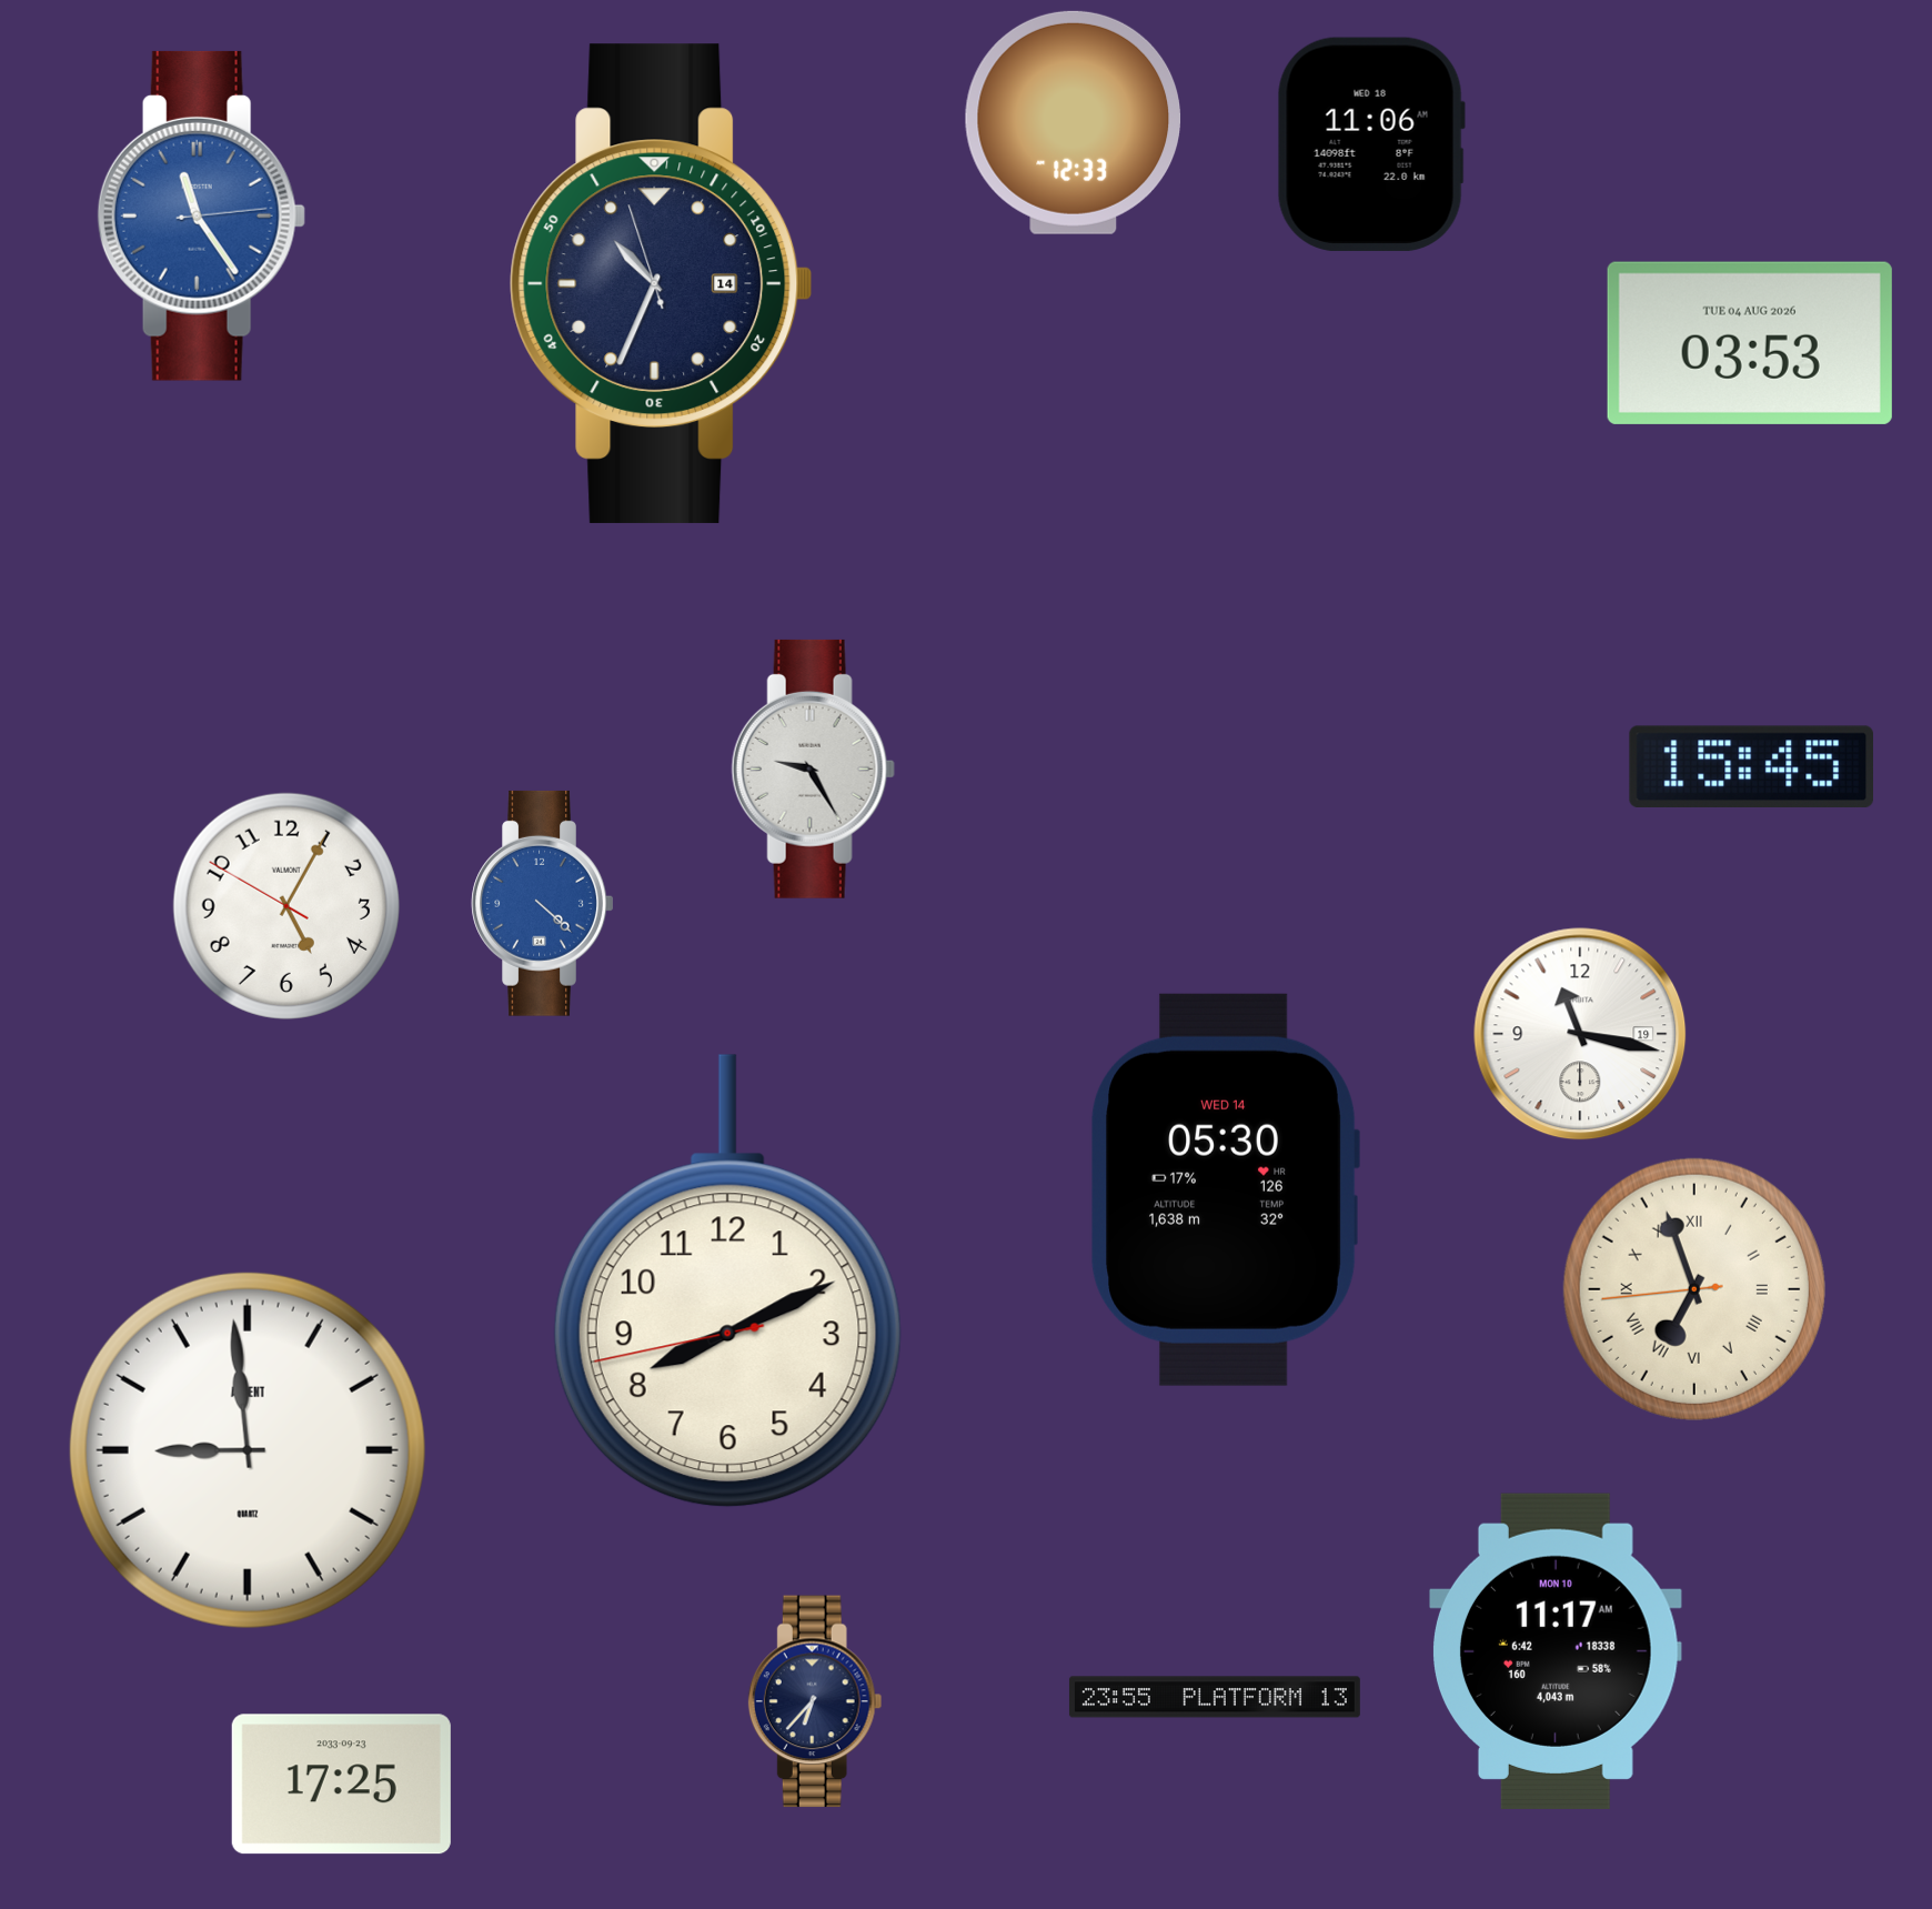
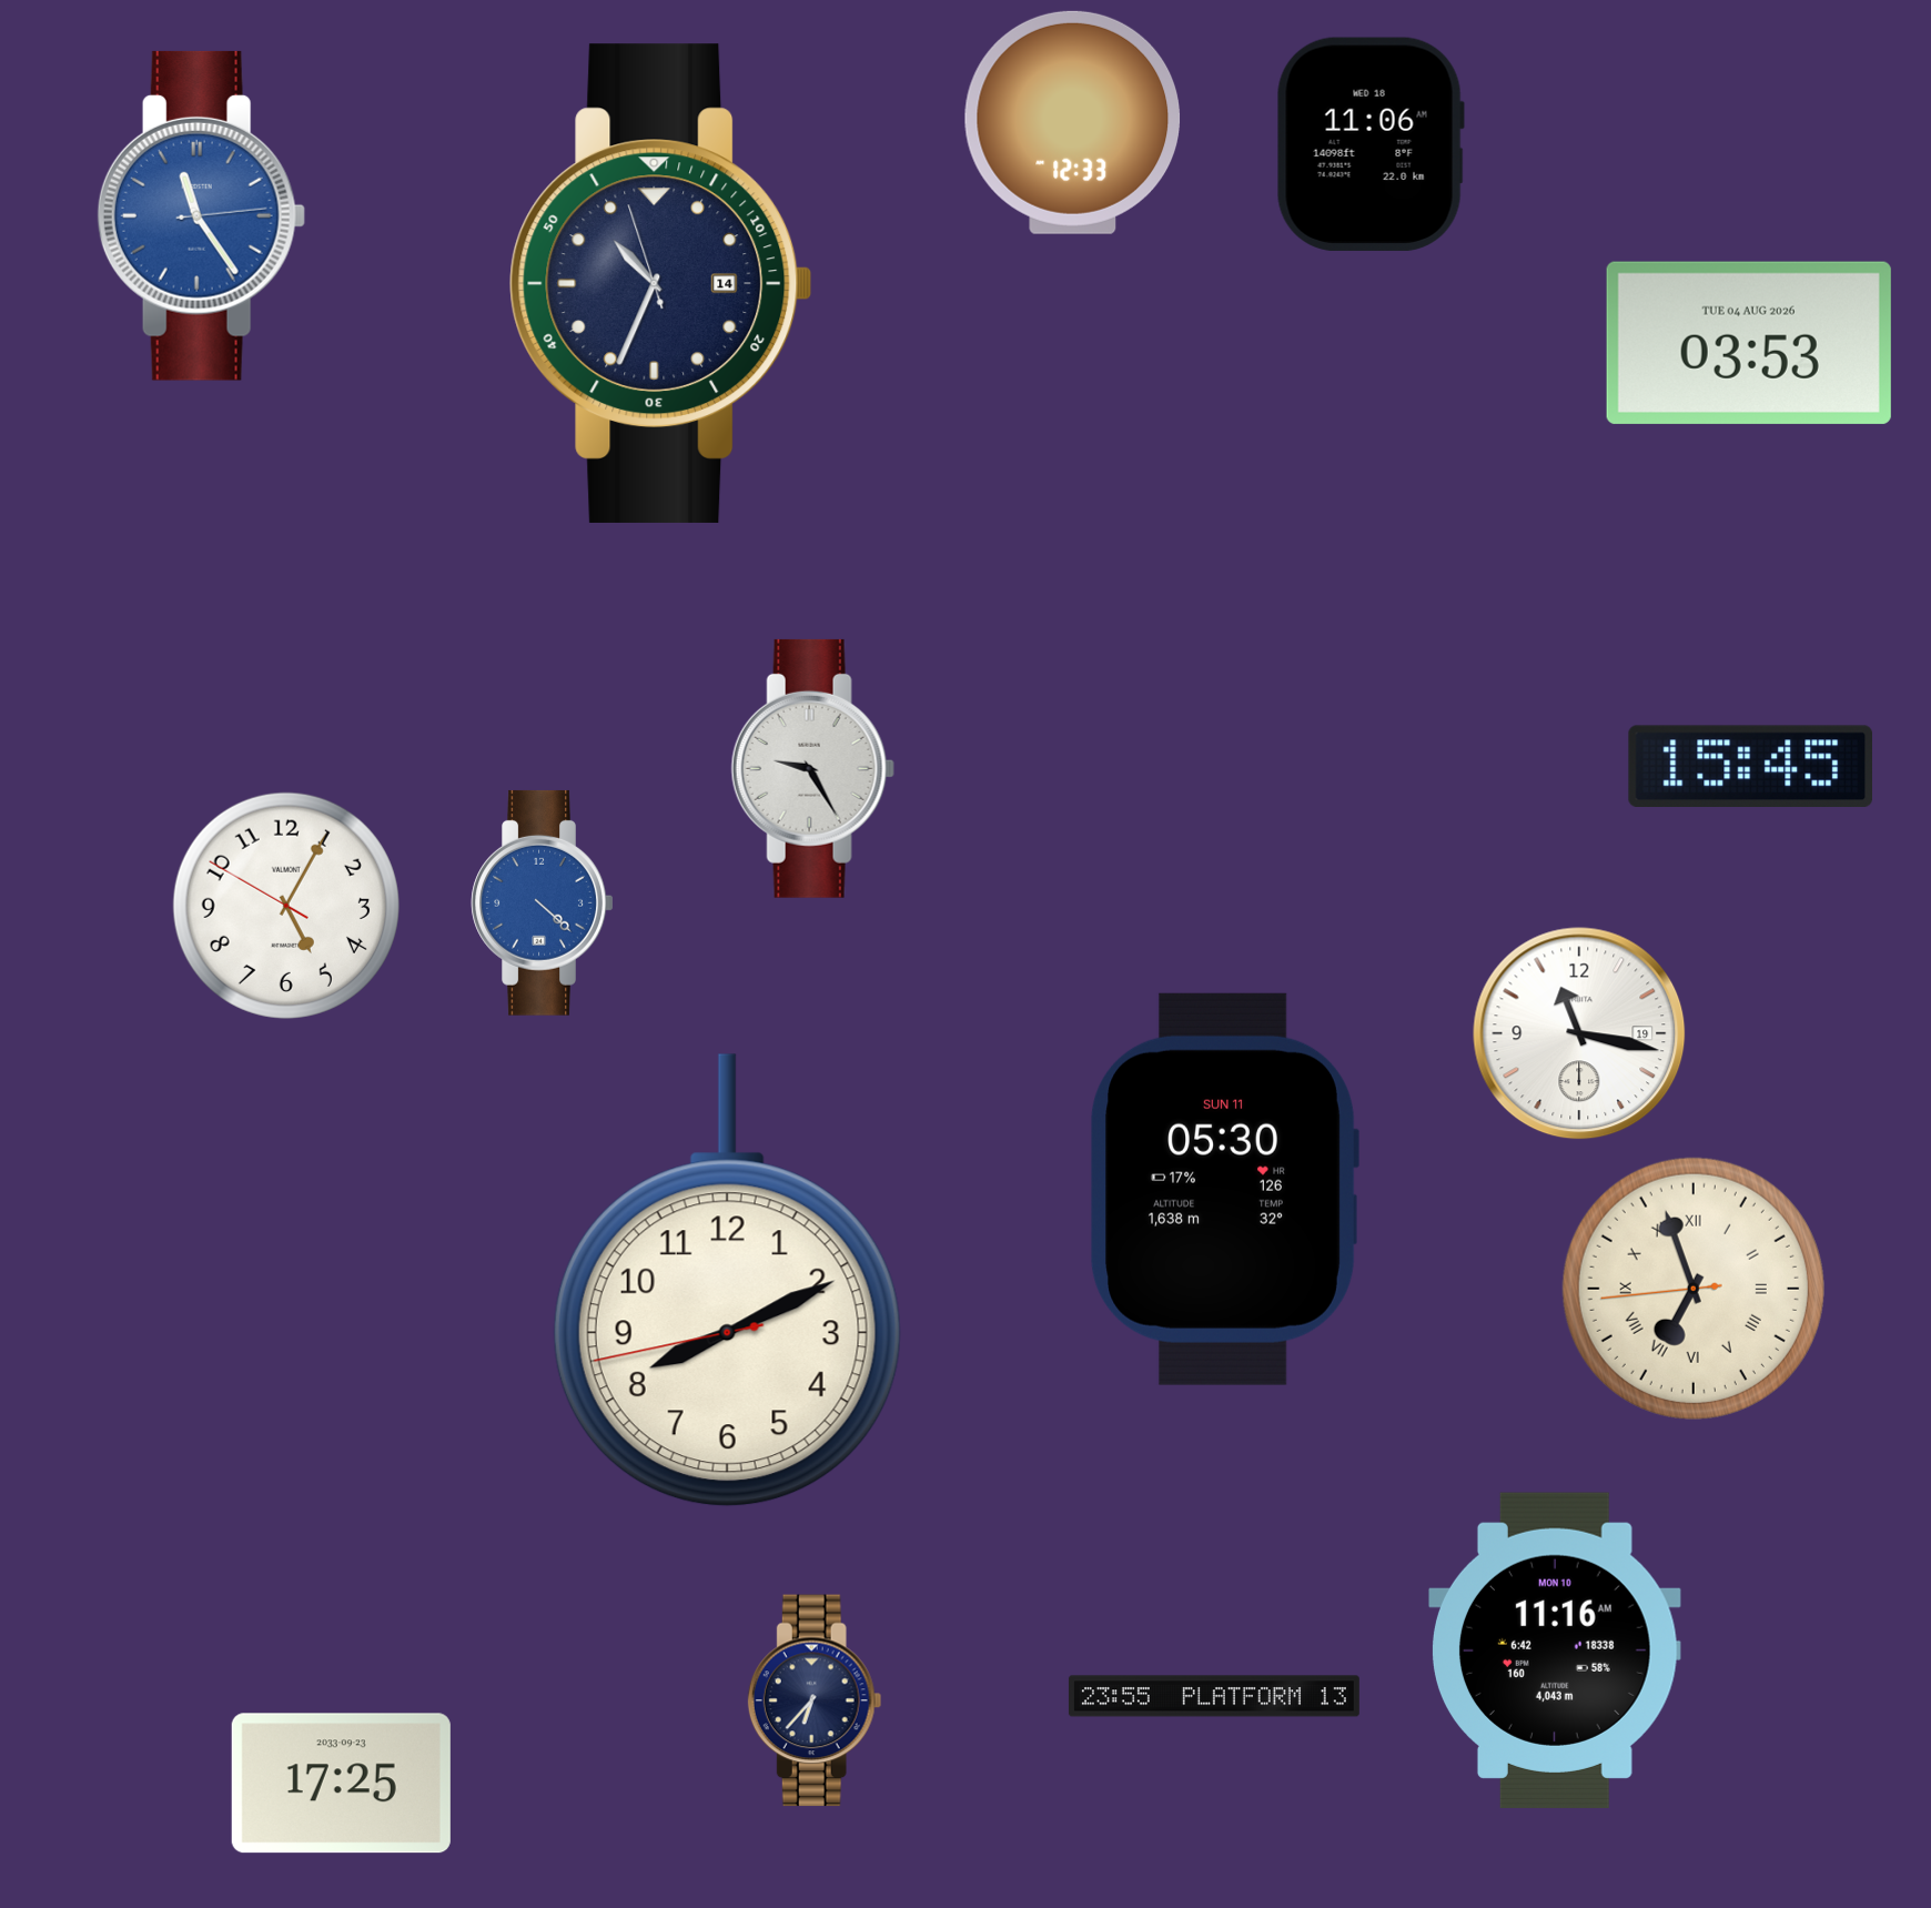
clock at (1225, 1189) date: WED 14 -> SUN 11
clock at (248, 1450): 8:59 -> none
clock at (1557, 1651): 11:17 -> 11:16
